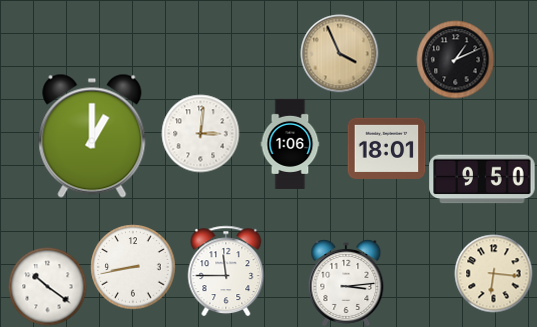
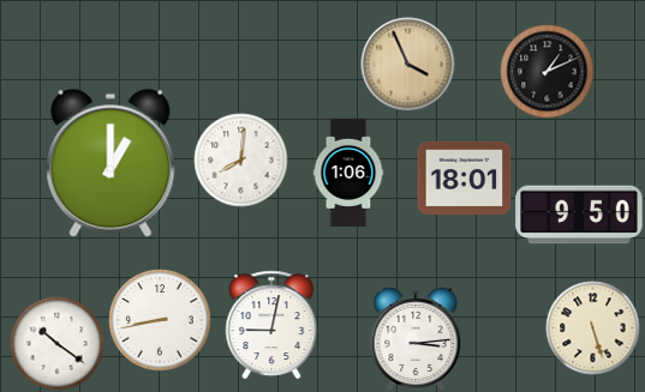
clock at (200, 133): 3:01 -> 8:01
clock at (226, 271): 11:45 -> 9:02
clock at (493, 273): 6:16 -> 5:27
